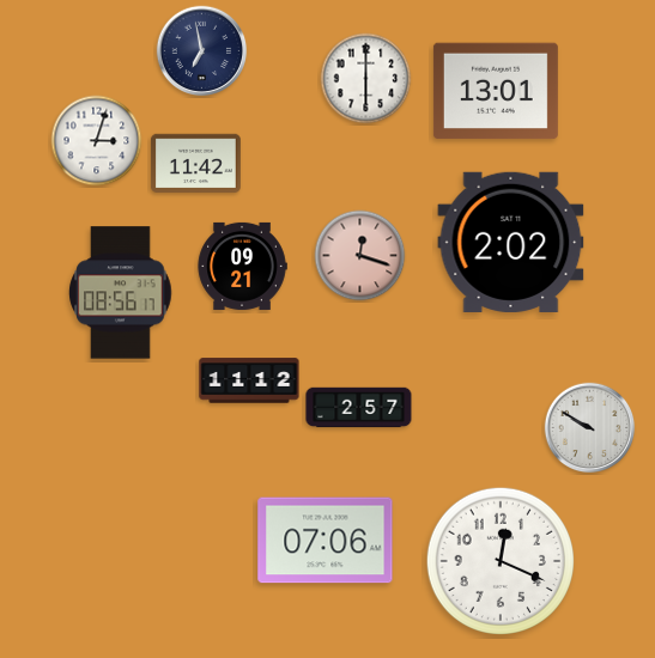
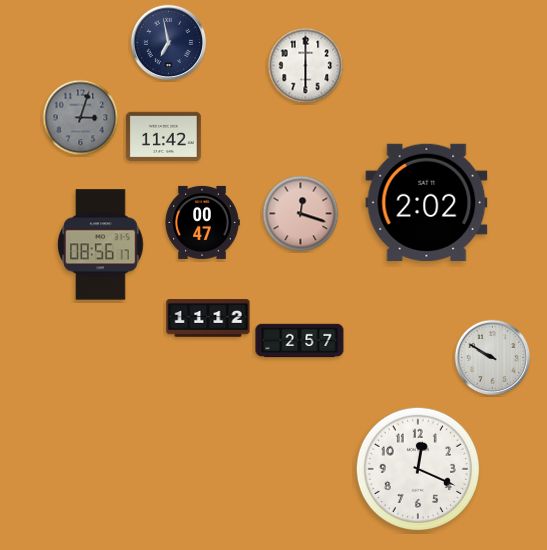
clock at (496, 91): 13:01 -> none
clock at (97, 141) dial: white -> grey
clock at (242, 266): 09:21 -> 00:47
clock at (326, 541): 07:06 -> none
